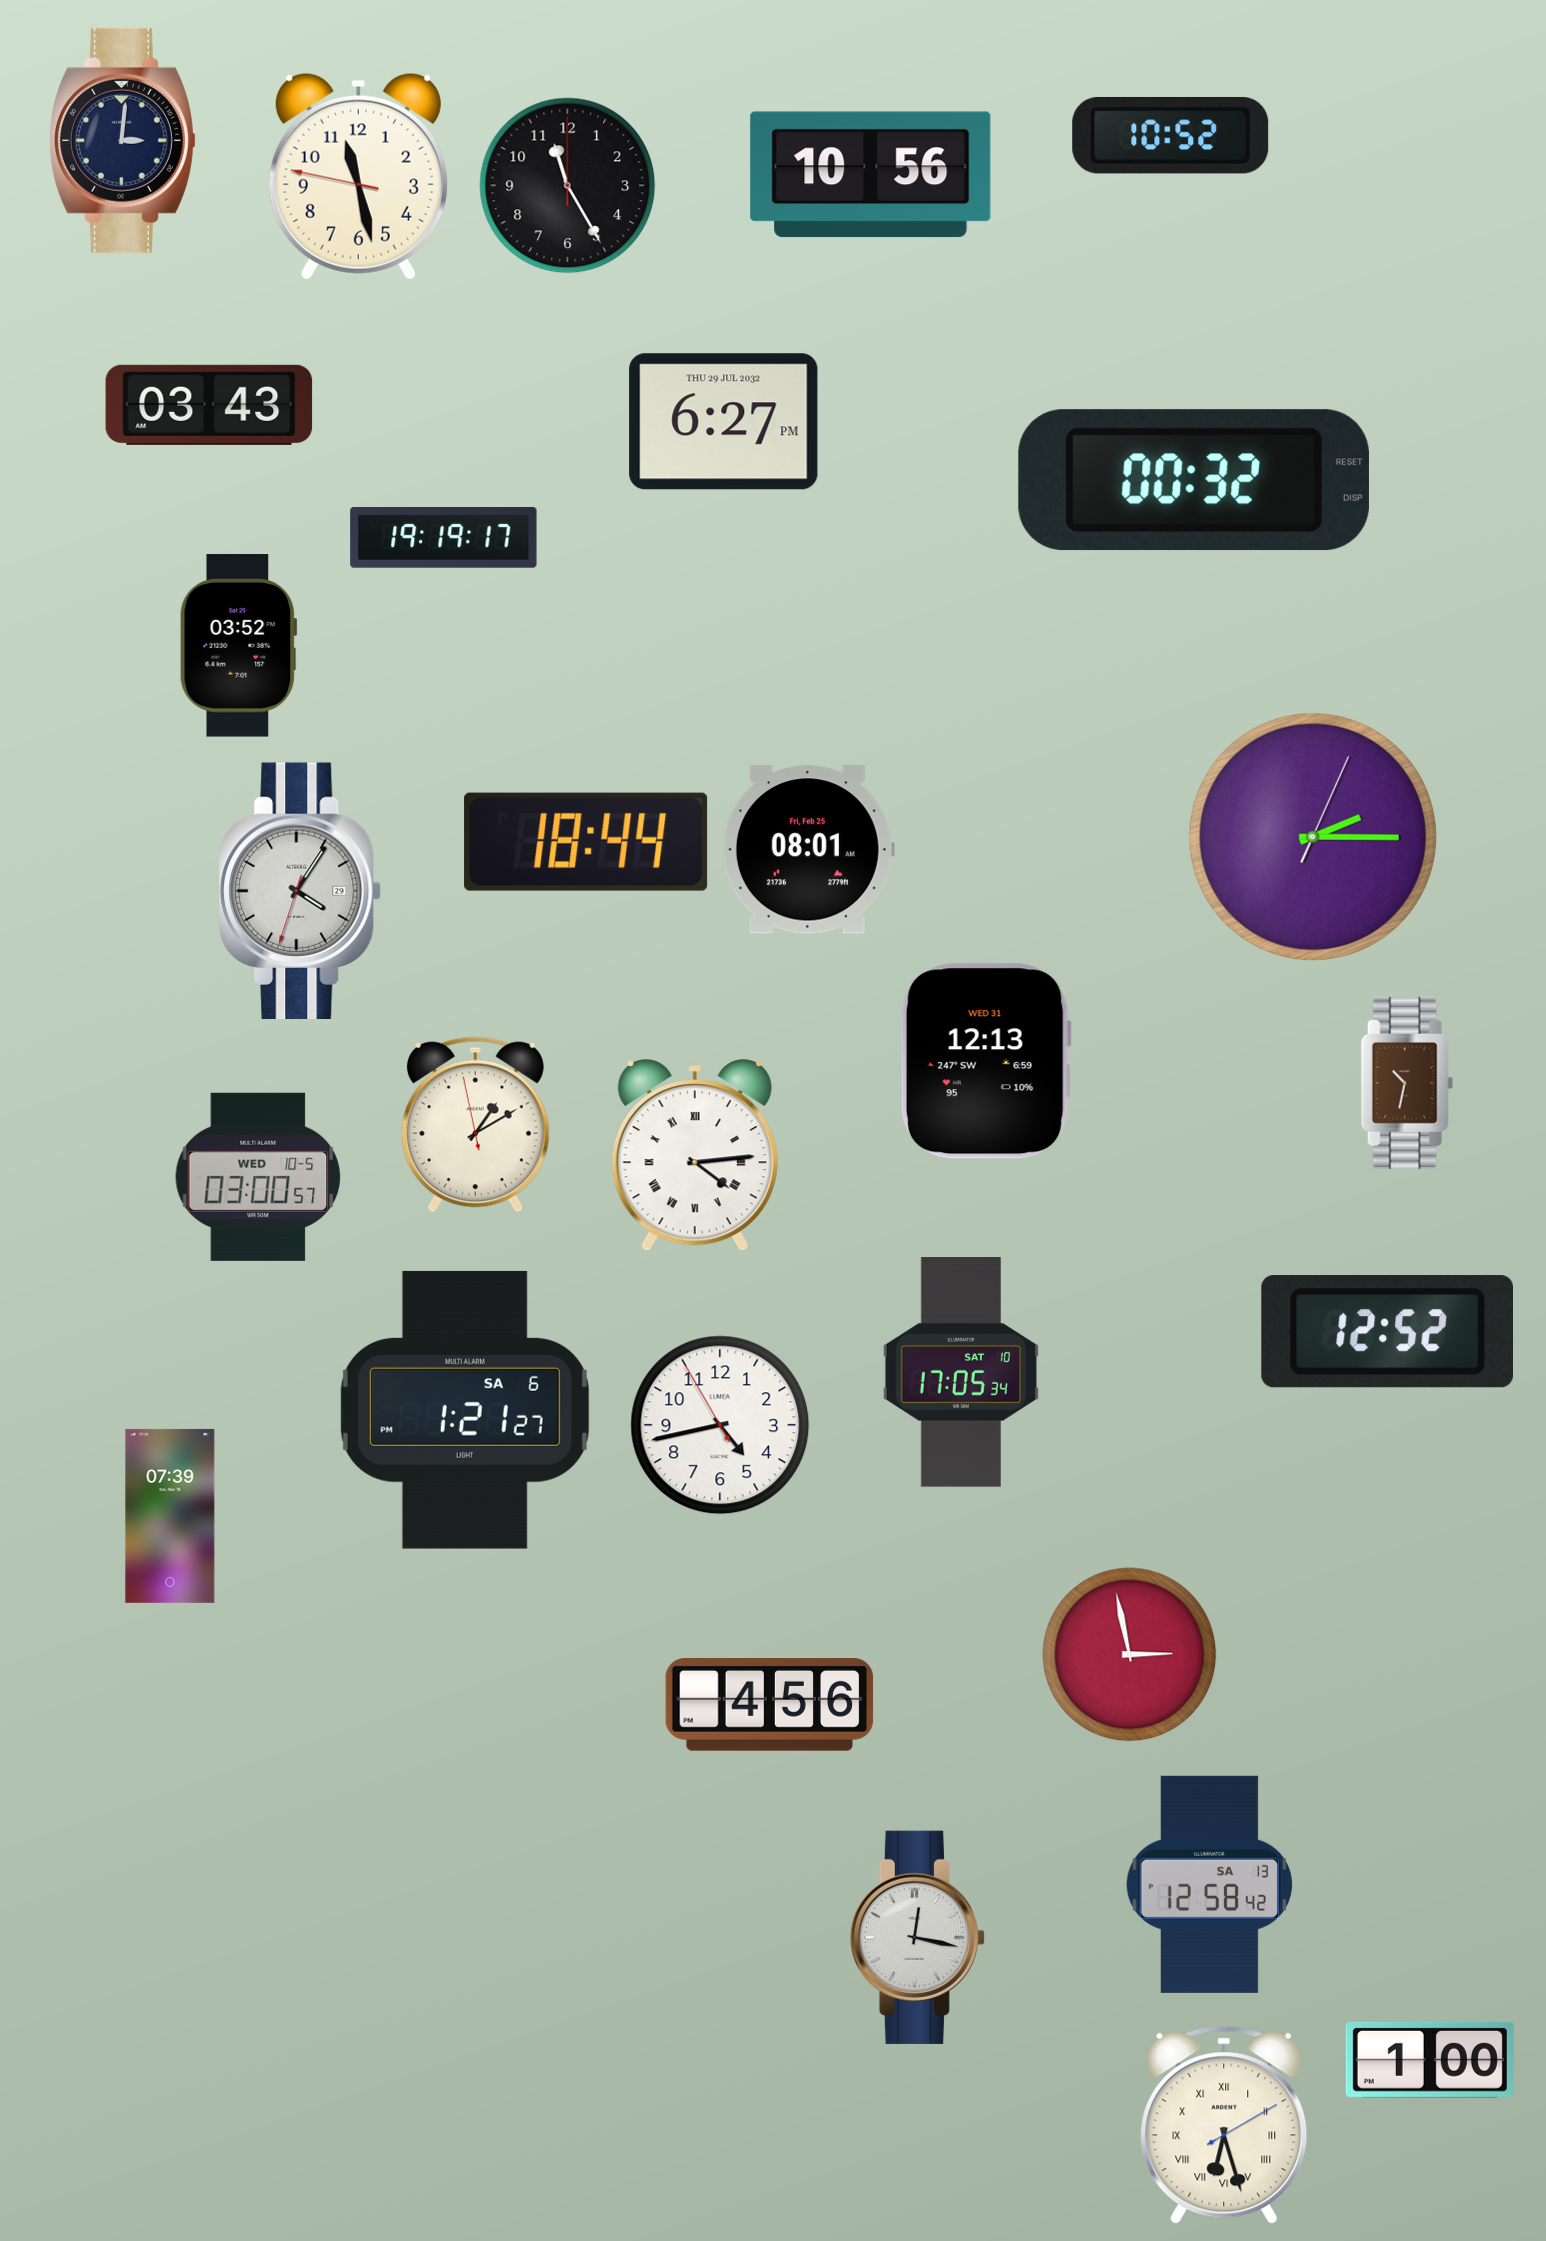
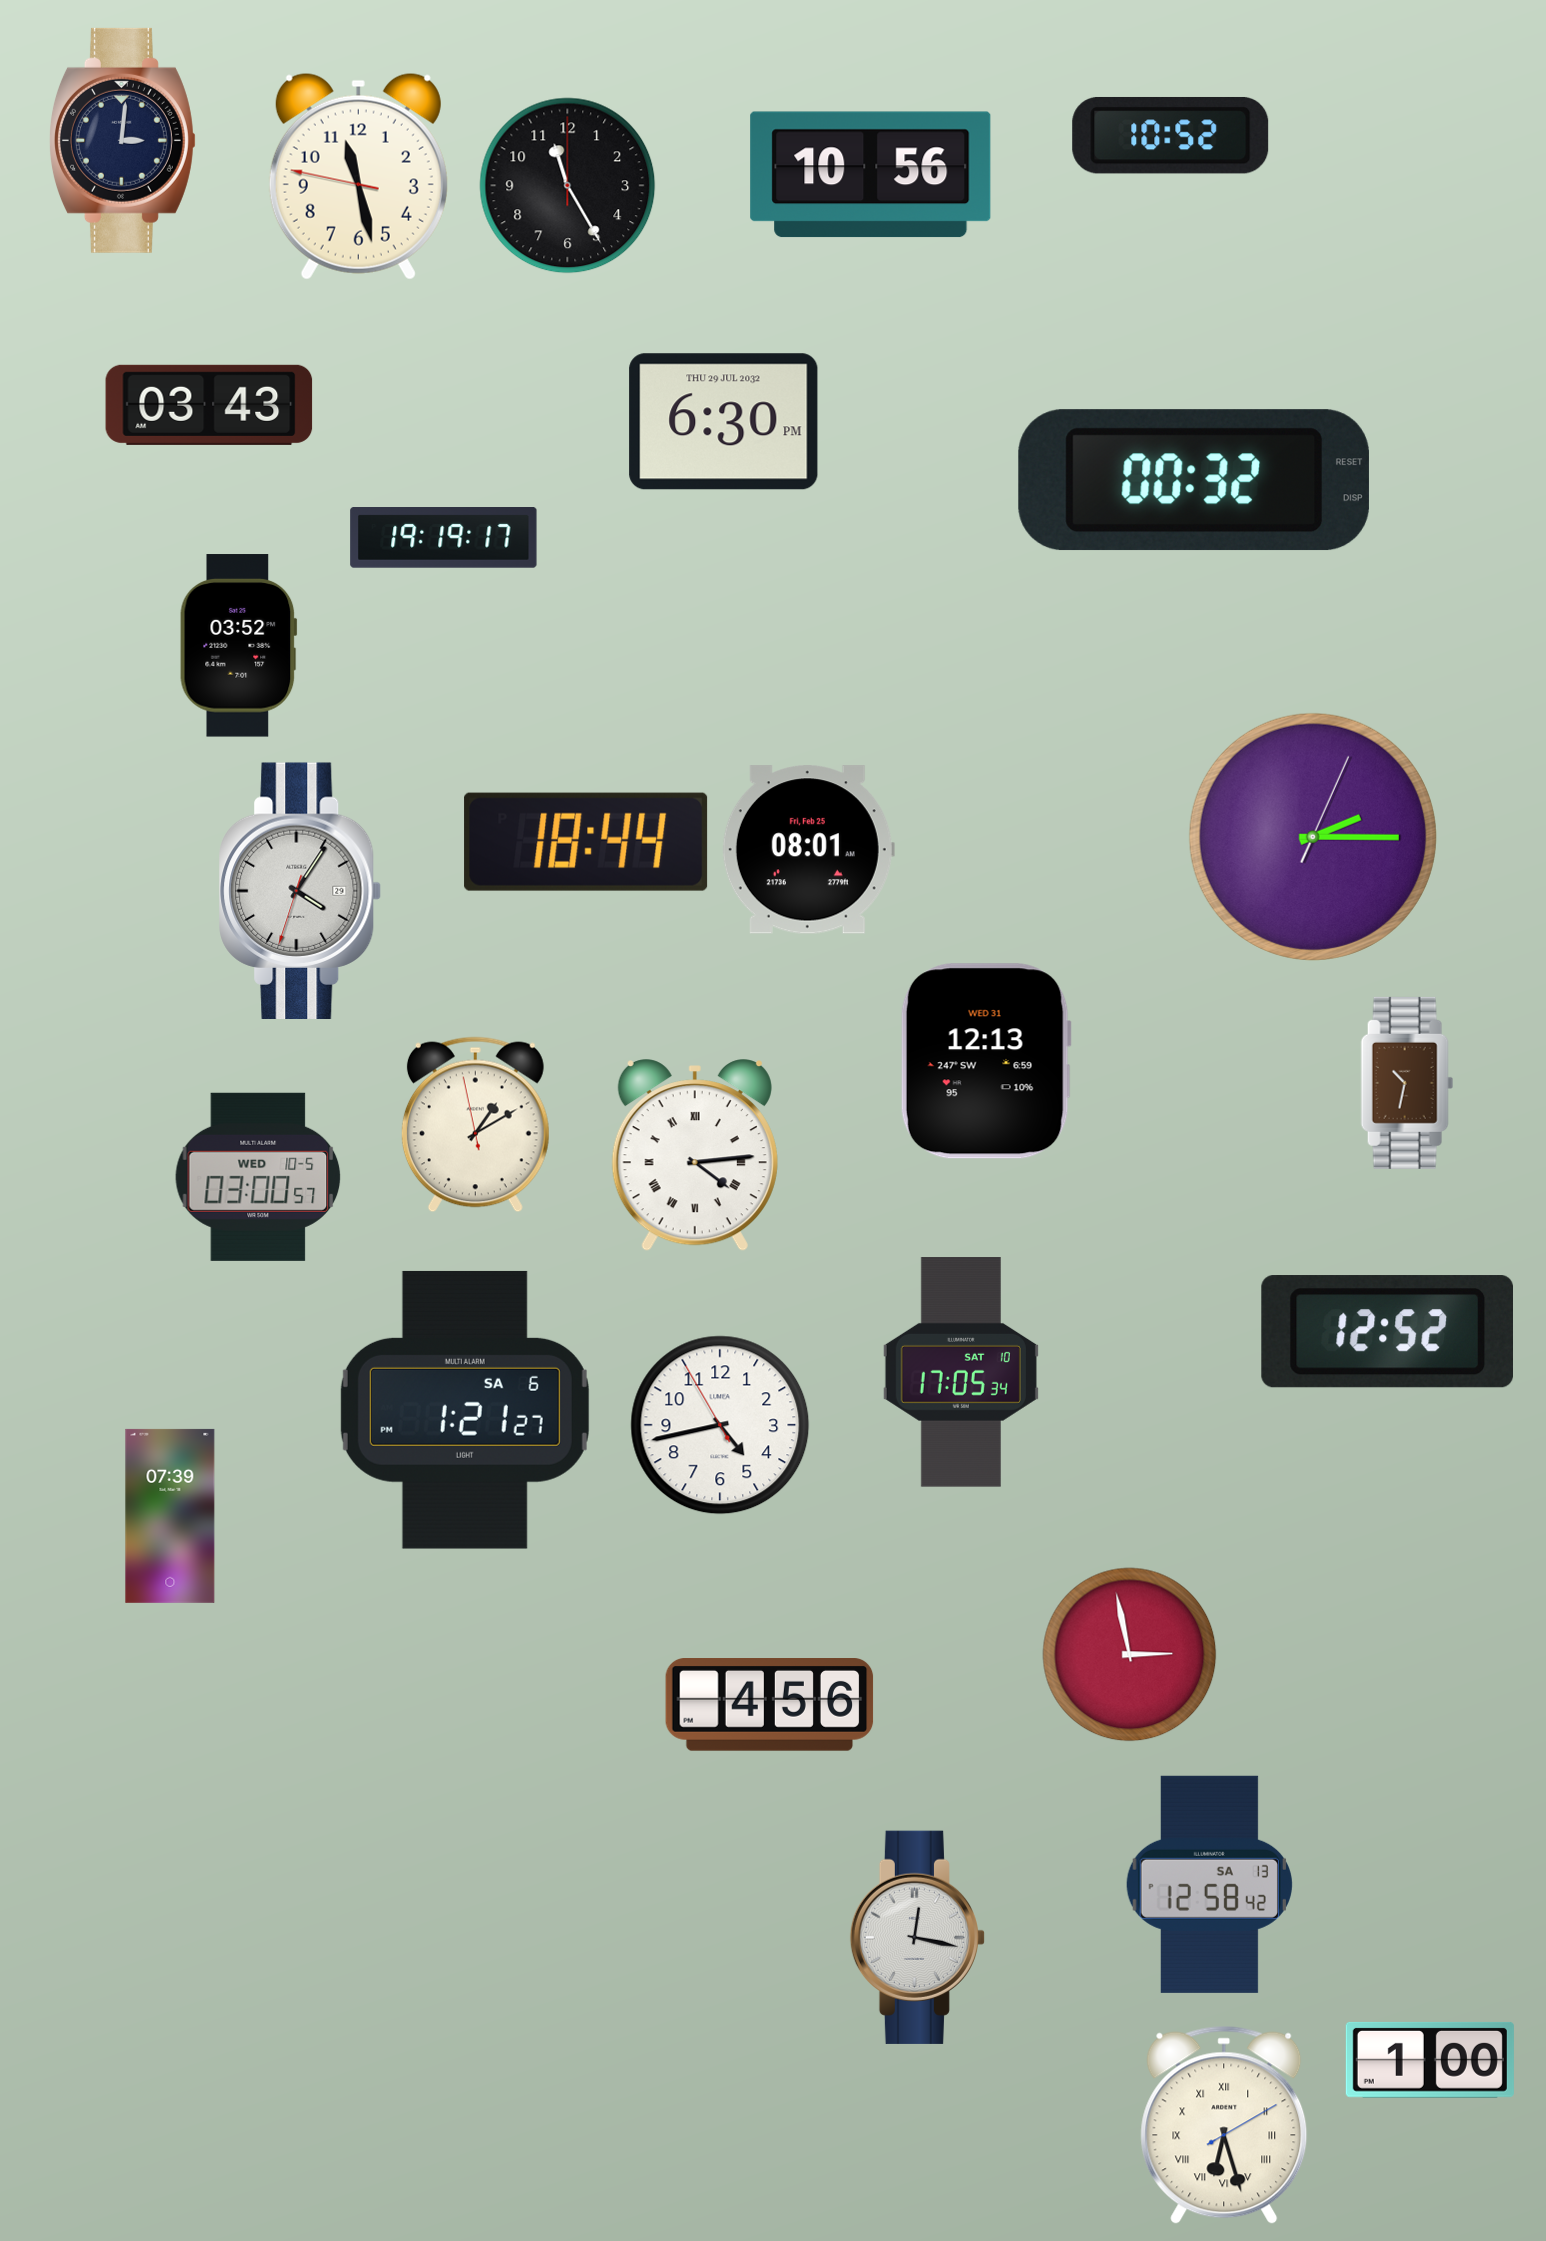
clock at (724, 422): 6:27 -> 6:30
